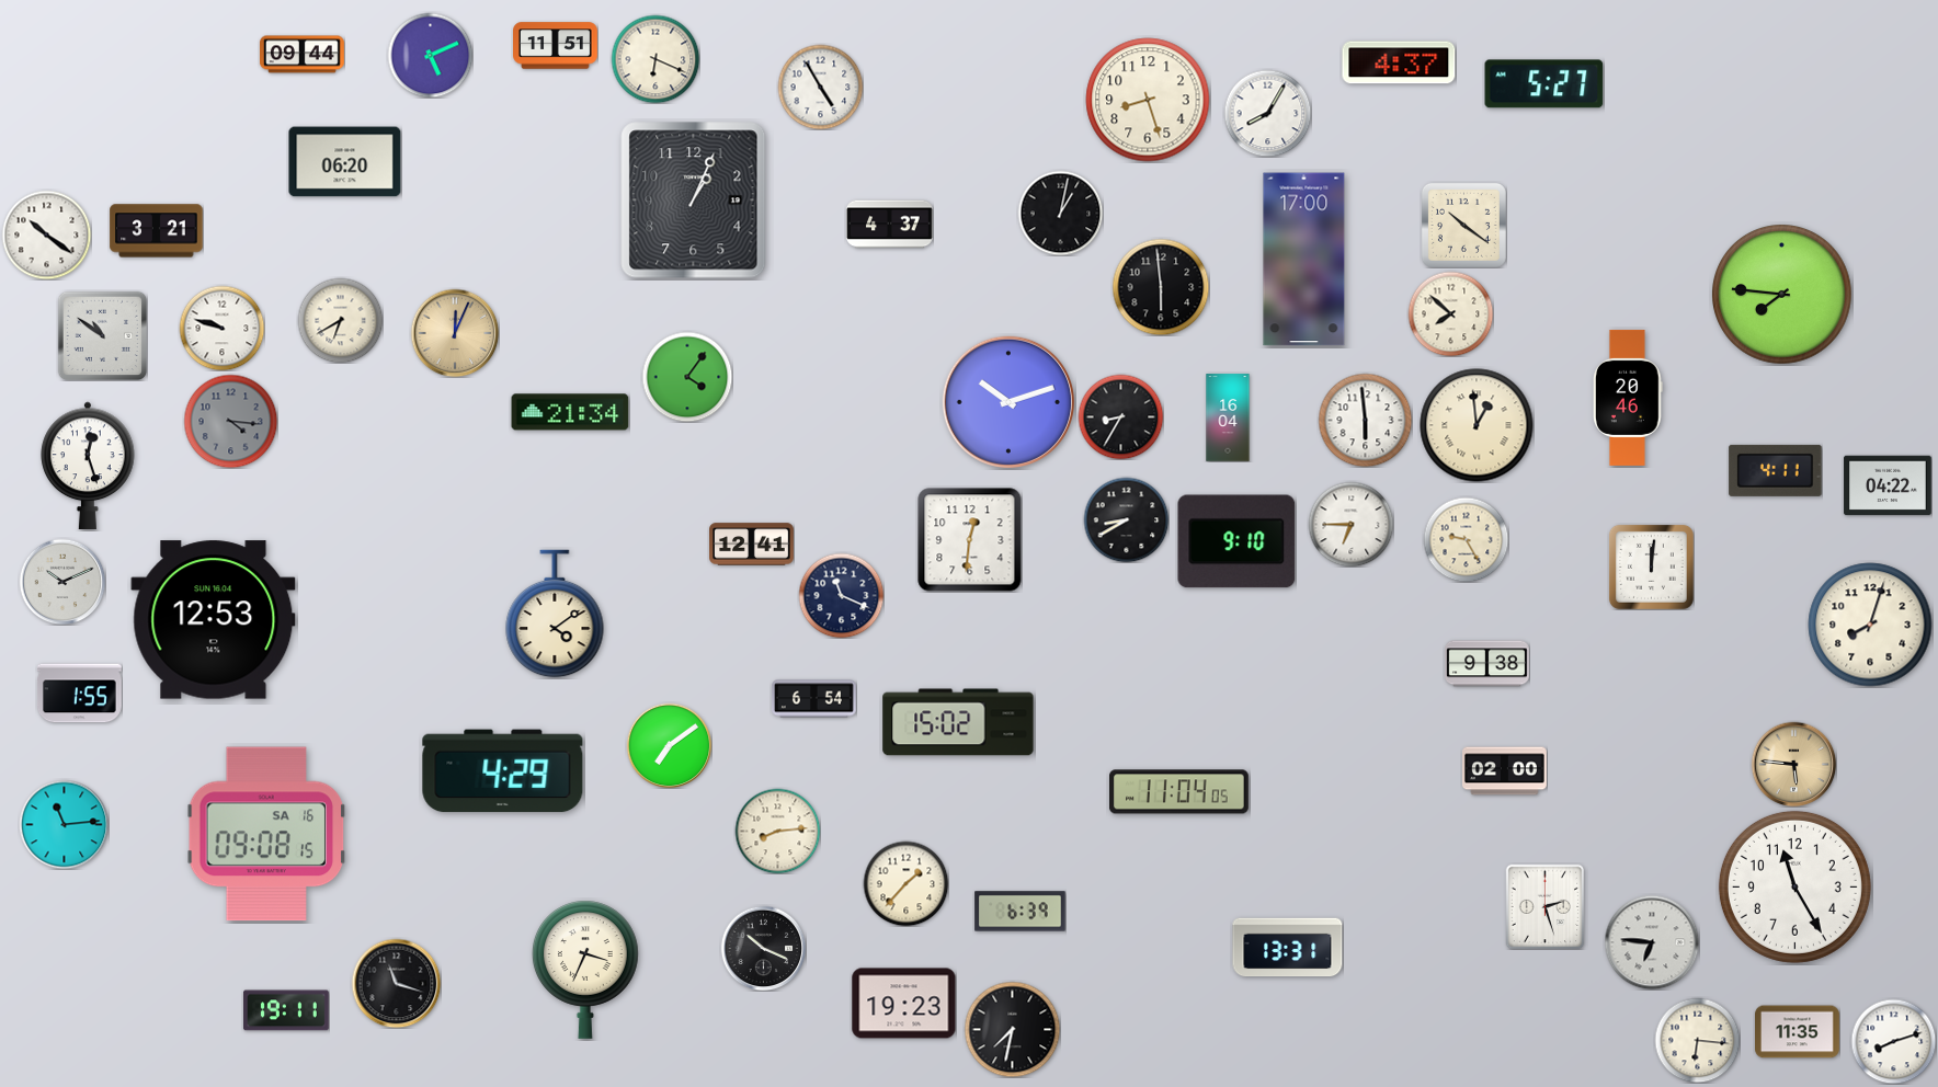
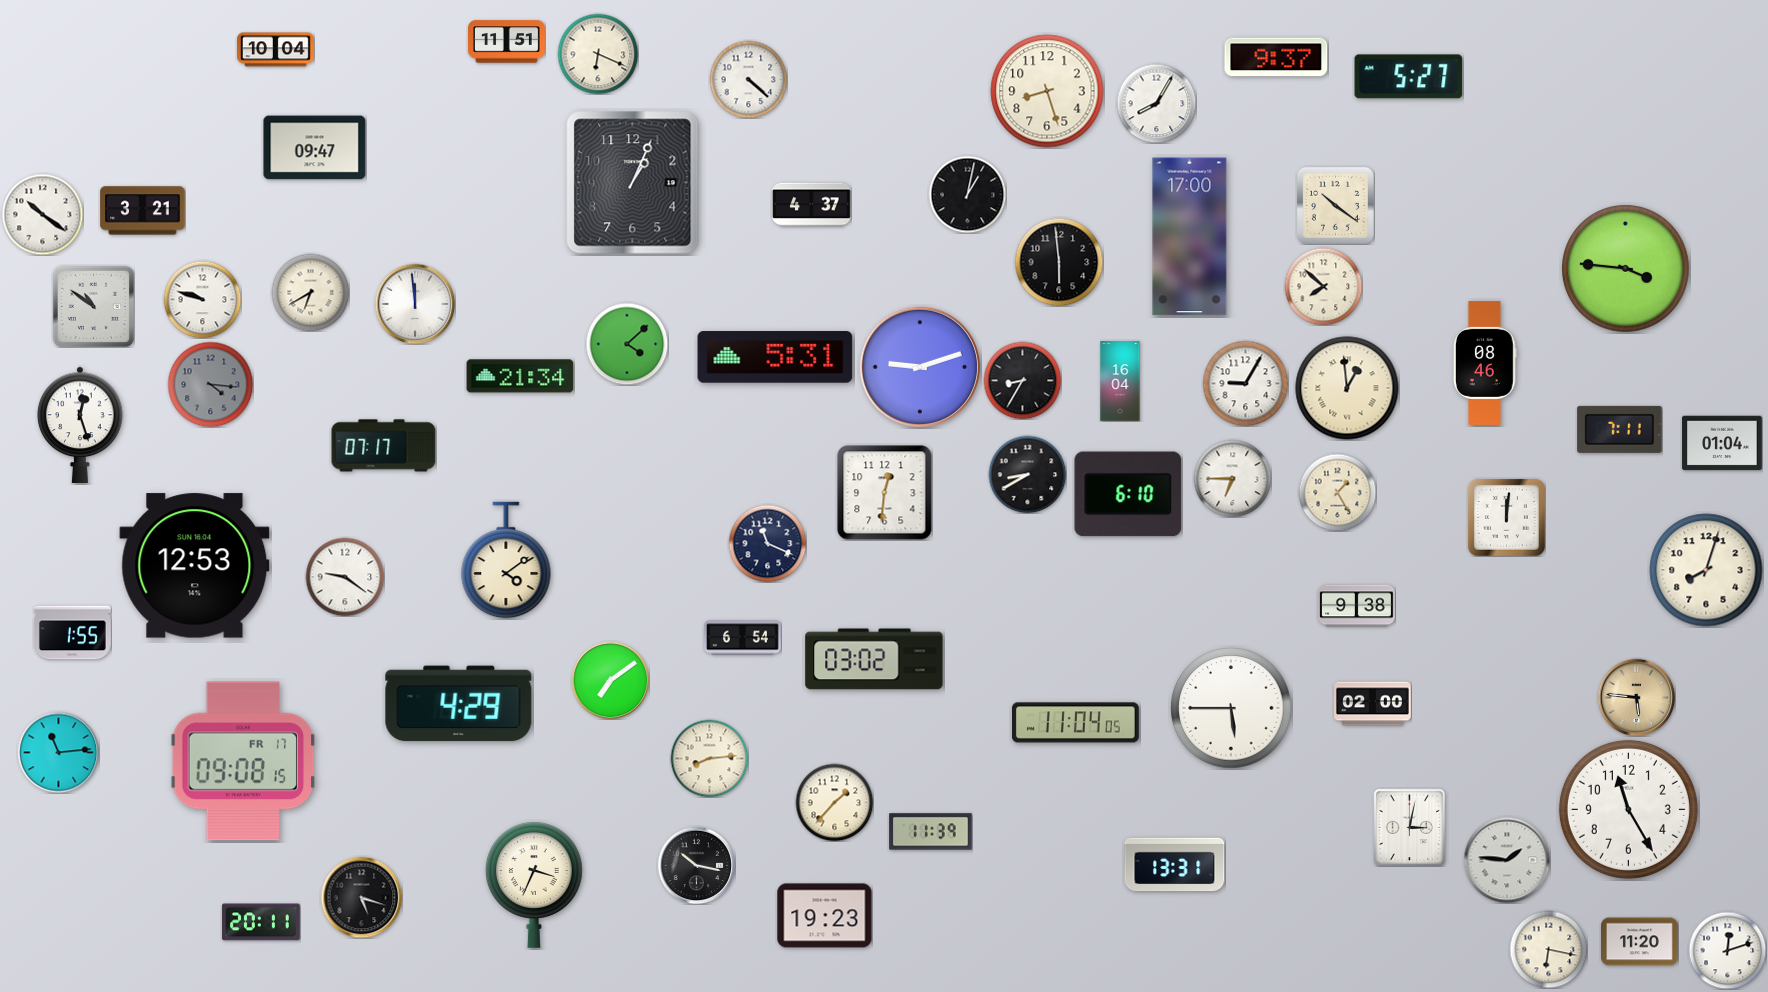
clock at (303, 55): 09:44 -> 10:04
clock at (430, 55): 5:11 -> none
clock at (1399, 62): 4:37 -> 9:37
clock at (820, 87): 4:55 -> 4:22
clock at (345, 162): 06:20 -> 09:47
clock at (1782, 295): 7:46 -> 3:46
clock at (455, 333): 12:04 -> 11:59
clock at (455, 333) dial: champagne -> white
clock at (687, 377): 4:06 -> 4:08
clock at (775, 357): none -> 5:31
clock at (1629, 398): 20:46 -> 08:46
clock at (1007, 401): 10:12 -> 9:12
clock at (1365, 420): 5:59 -> 9:05
clock at (1776, 470): 4:11 -> 7:11
clock at (1888, 485): 04:22 -> 01:04
clock at (384, 446): none -> 07:17
clock at (1466, 539): 9:25 -> 1:25
clock at (1236, 541): 9:10 -> 6:10
clock at (752, 545): 12:41 -> none
clock at (62, 582): 10:11 -> none
clock at (345, 577): none -> 9:21
clock at (958, 722): 15:02 -> 03:02
clock at (1231, 708): none -> 5:45
clock at (266, 834) date: SA 16 -> FR 17
clock at (905, 883) position: (905, 883) -> (834, 802)
clock at (1794, 886) position: (1794, 886) -> (1628, 809)
clock at (1546, 906): 2:27 -> 3:02
clock at (1021, 912): 6:39 -> 11:39
clock at (1652, 942): 6:46 -> 1:46
clock at (763, 948): 10:19 -> 10:17
clock at (396, 983): 11:18 -> 5:18
clock at (287, 1010): 19:11 -> 20:11
clock at (1012, 1029): 7:32 -> none
clock at (1798, 1032): 11:35 -> 11:20
clock at (1697, 1040): 6:16 -> 6:17
clock at (1893, 1041): 8:12 -> 12:12
